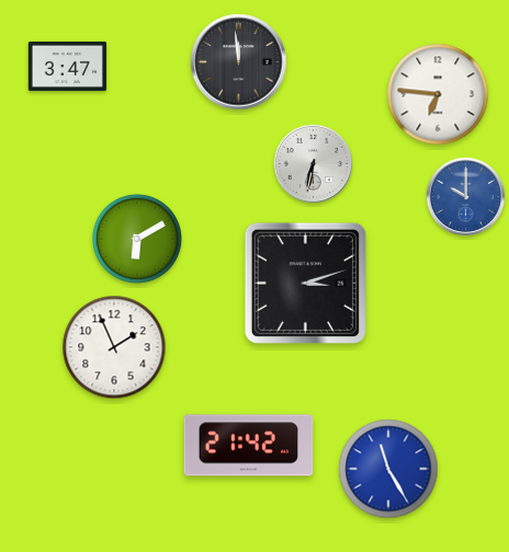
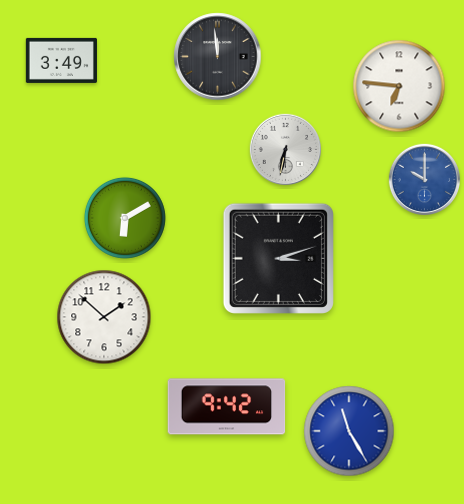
clock at (67, 66): 3:47 -> 3:49
clock at (114, 347): 1:56 -> 1:52
clock at (249, 446): 21:42 -> 9:42
clock at (388, 469) position: (388, 469) -> (349, 431)
